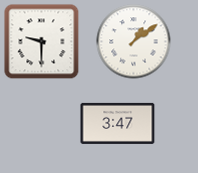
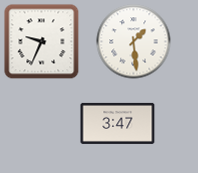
clock at (42, 42): 9:30 -> 9:34
clock at (134, 42): 1:09 -> 1:29
